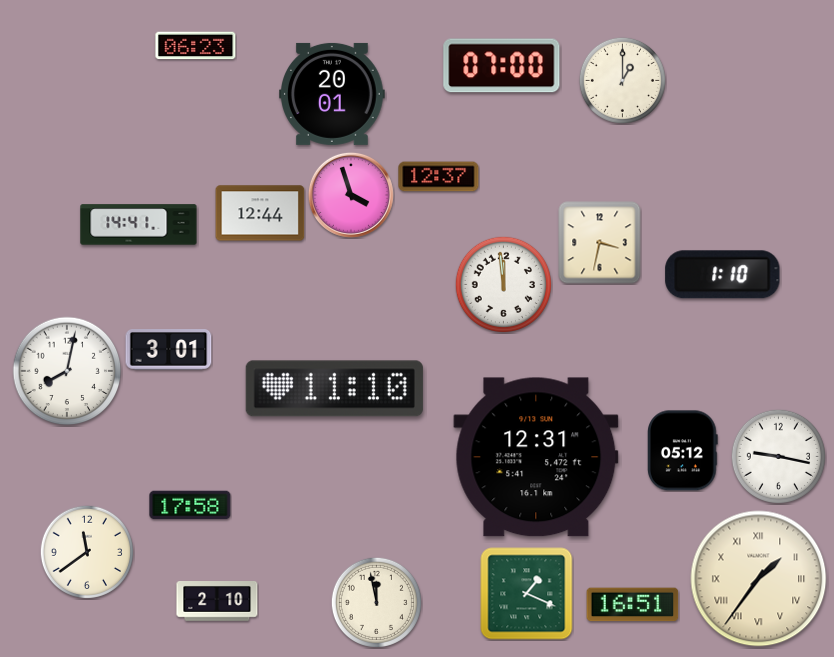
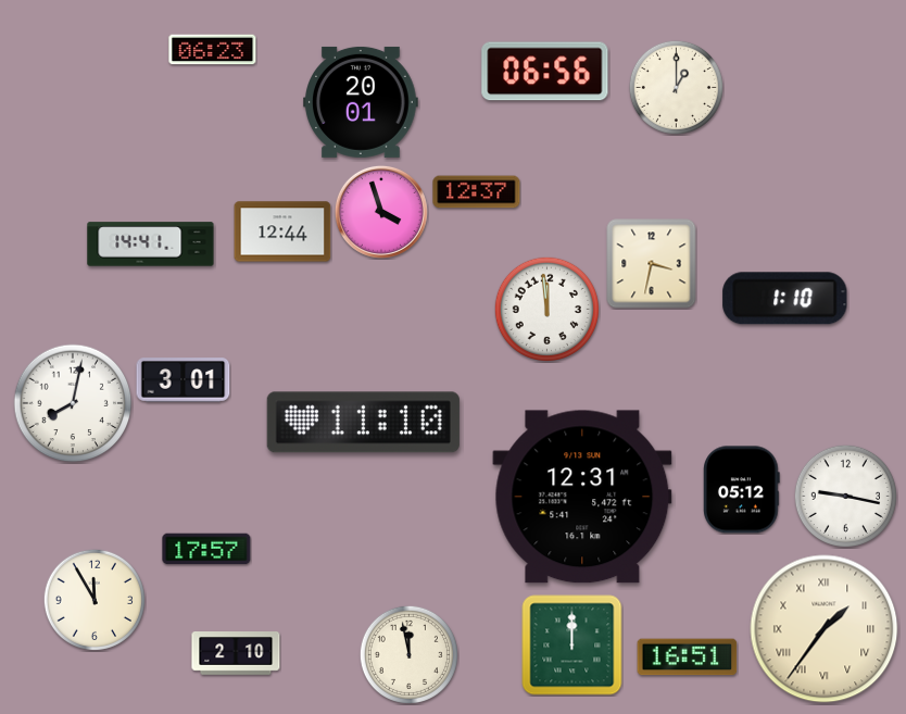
clock at (502, 66): 07:00 -> 06:56
clock at (190, 505): 17:58 -> 17:57
clock at (87, 552): 11:39 -> 11:55
clock at (527, 594): 1:19 -> 12:00
